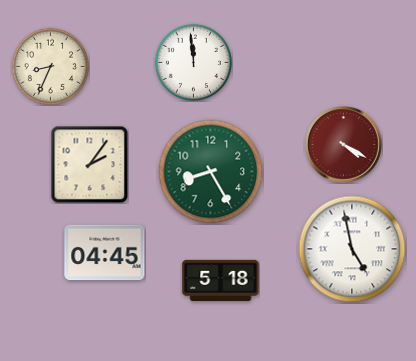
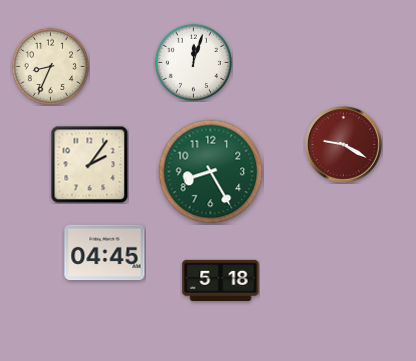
clock at (193, 62): 11:59 -> 12:03
clock at (344, 145): 4:20 -> 9:20
clock at (352, 249): 4:58 -> none
